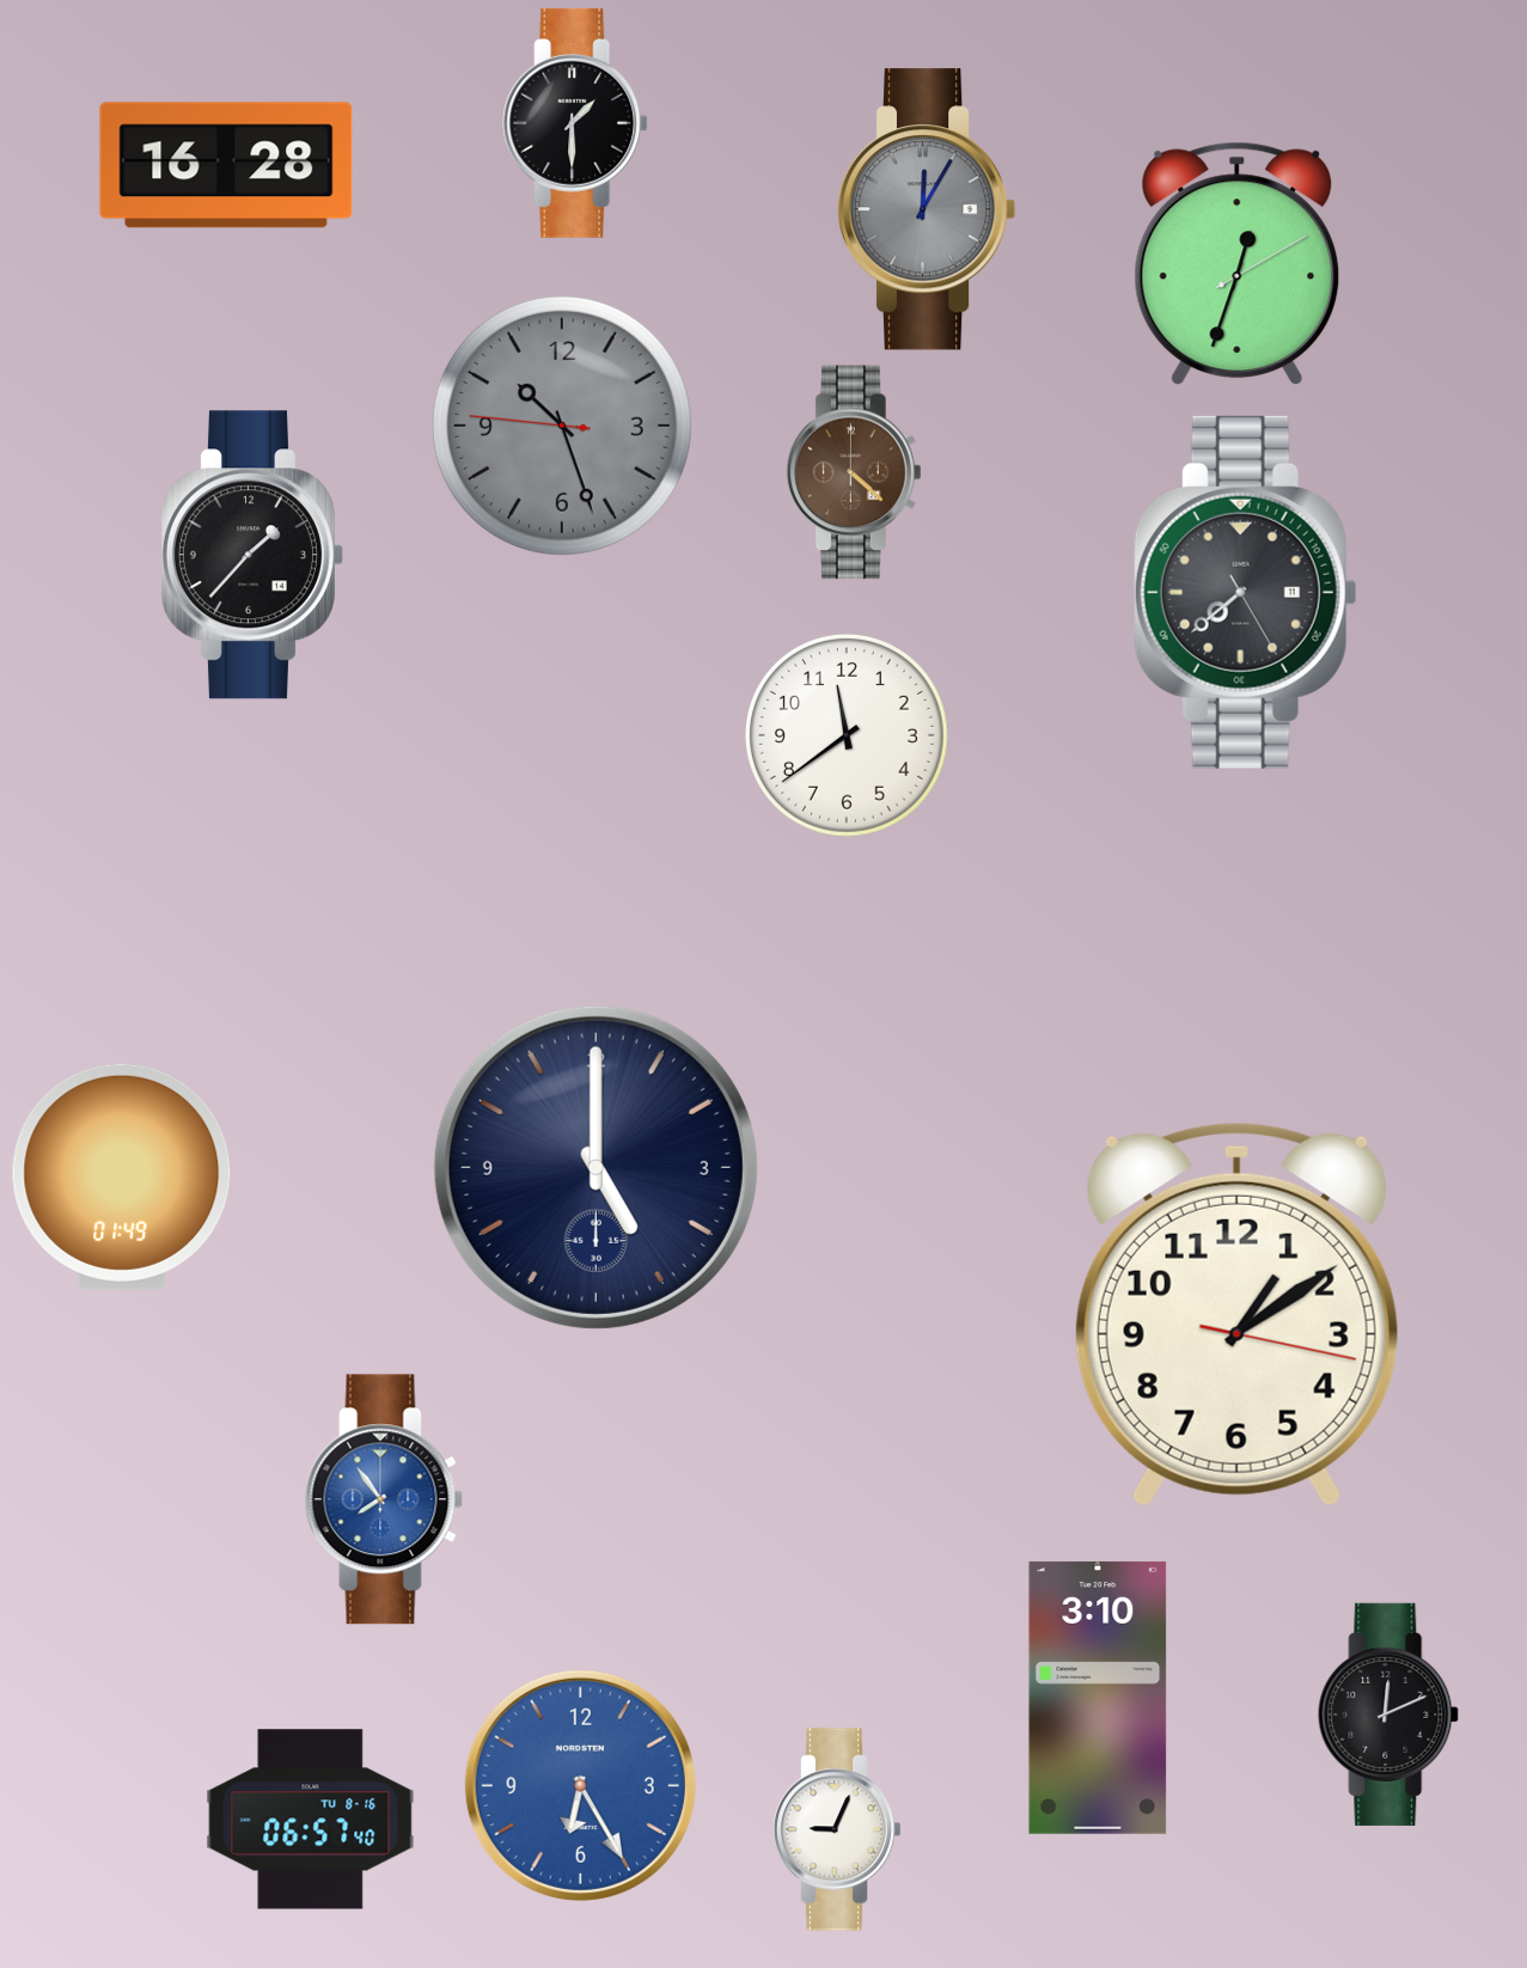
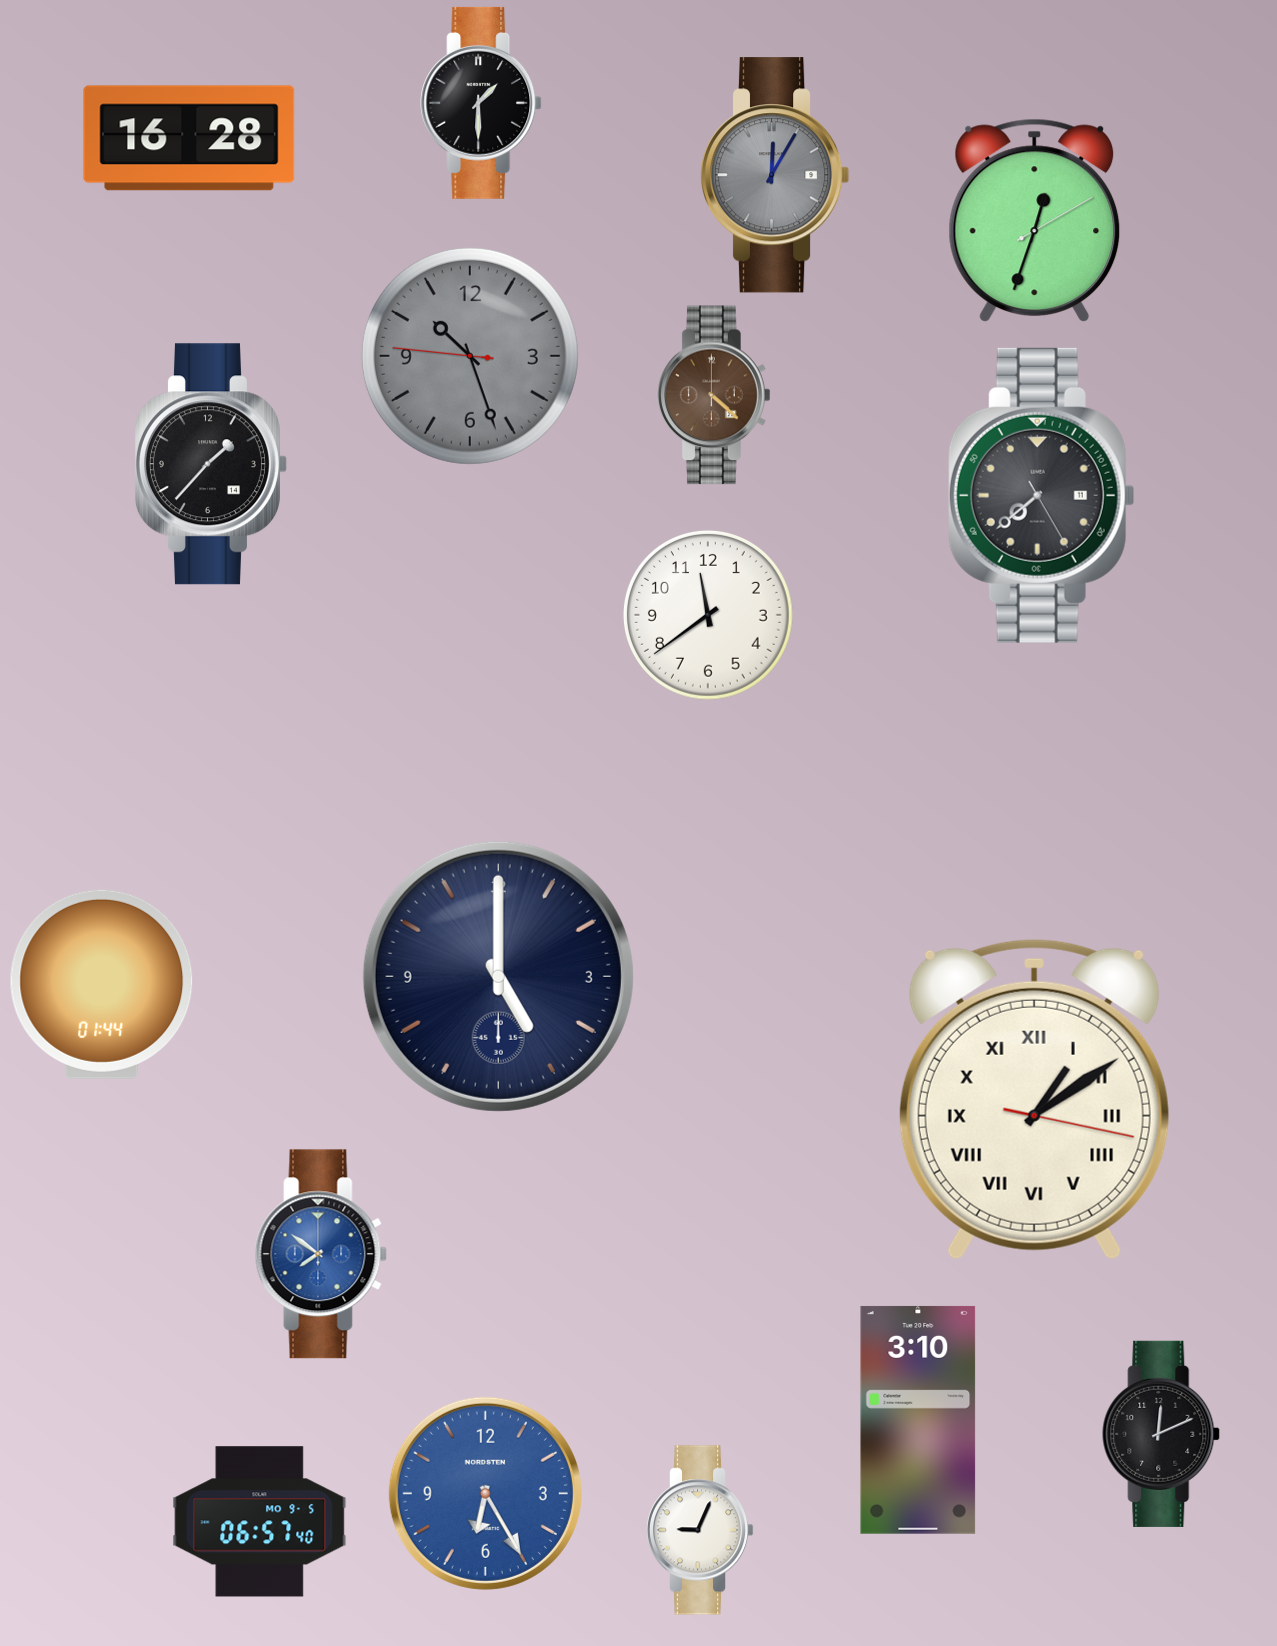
clock at (122, 1176): 01:49 -> 01:44
clock at (1236, 1314) numerals: Arabic -> Roman
clock at (384, 1499): 7:54 -> 7:51
clock at (311, 1820) date: TU 8-16 -> MO 9-5
